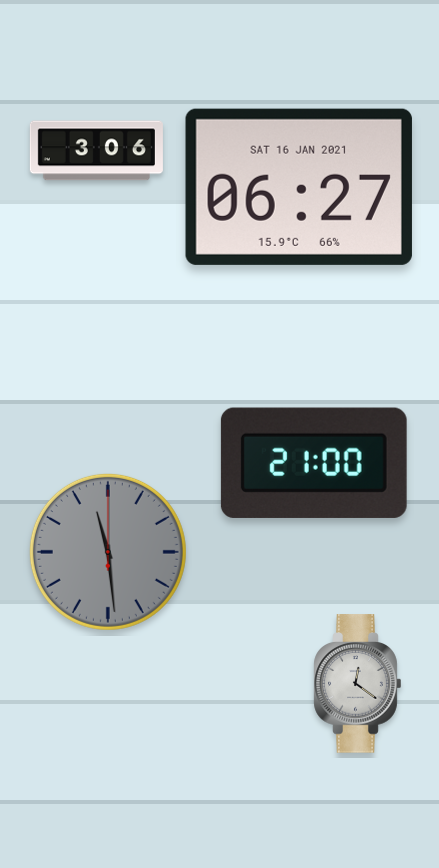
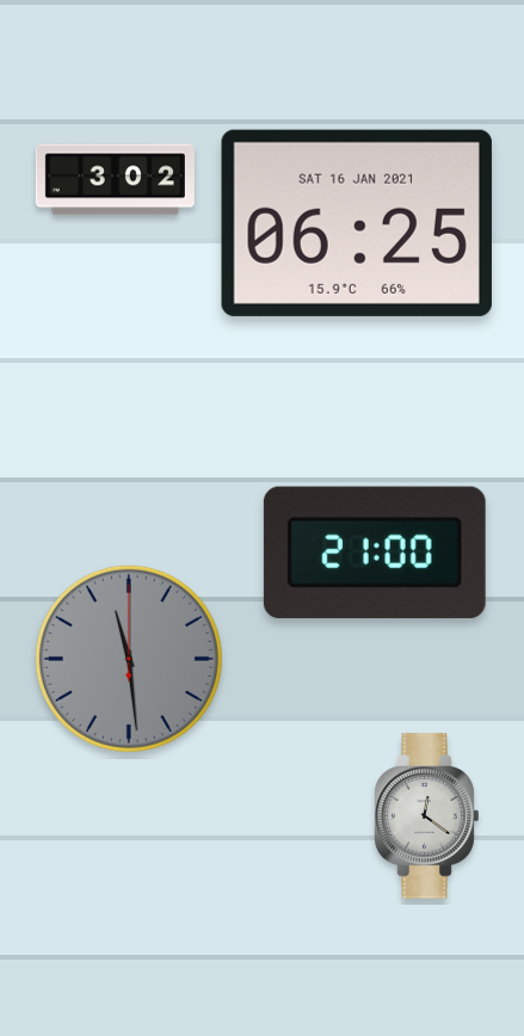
clock at (96, 151): 3:06 -> 3:02
clock at (299, 187): 06:27 -> 06:25
